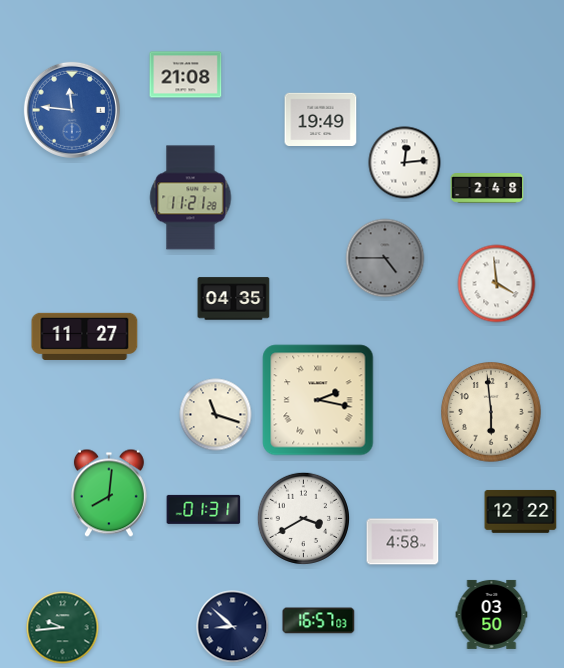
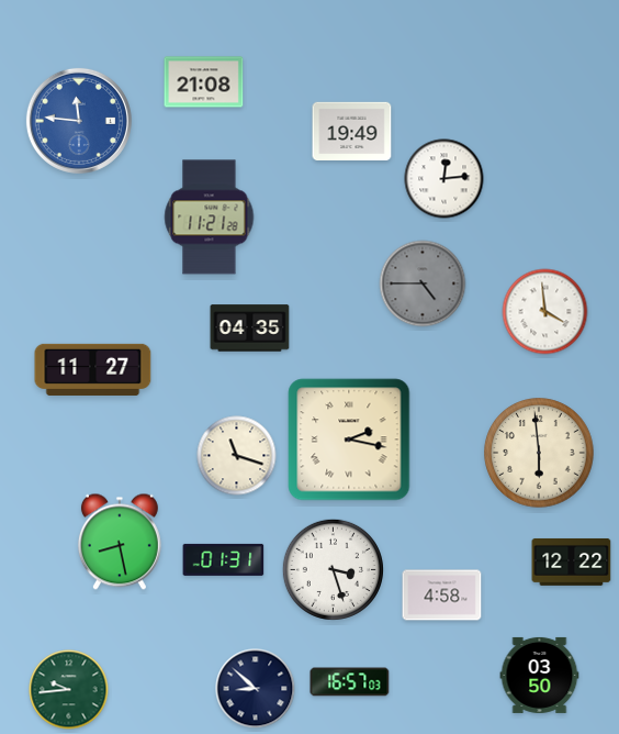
clock at (487, 189): 2:48 -> none
clock at (234, 299) position: (234, 299) -> (250, 329)
clock at (109, 493): 8:01 -> 8:28
clock at (303, 518): 3:40 -> 3:27
